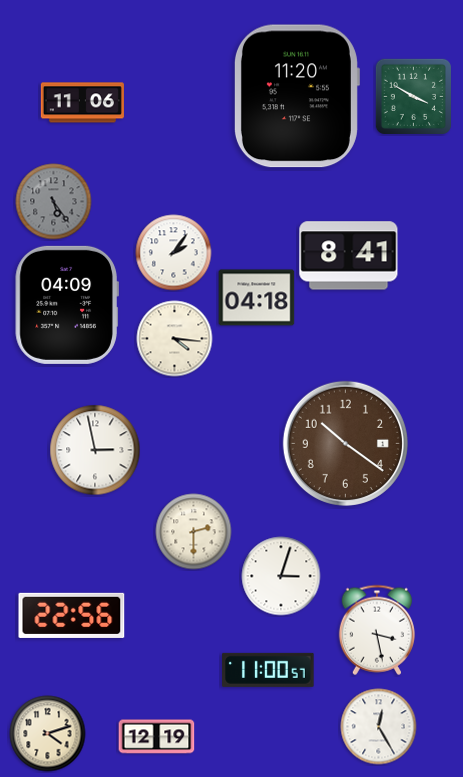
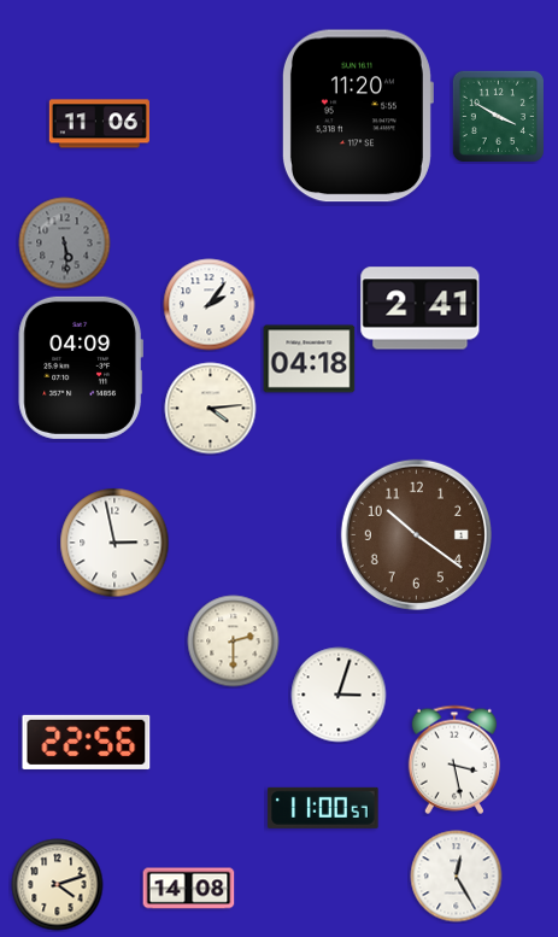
clock at (54, 202): 5:24 -> 5:29
clock at (349, 256): 8:41 -> 2:41
clock at (175, 339): 4:16 -> 4:14
clock at (157, 737): 12:19 -> 14:08
